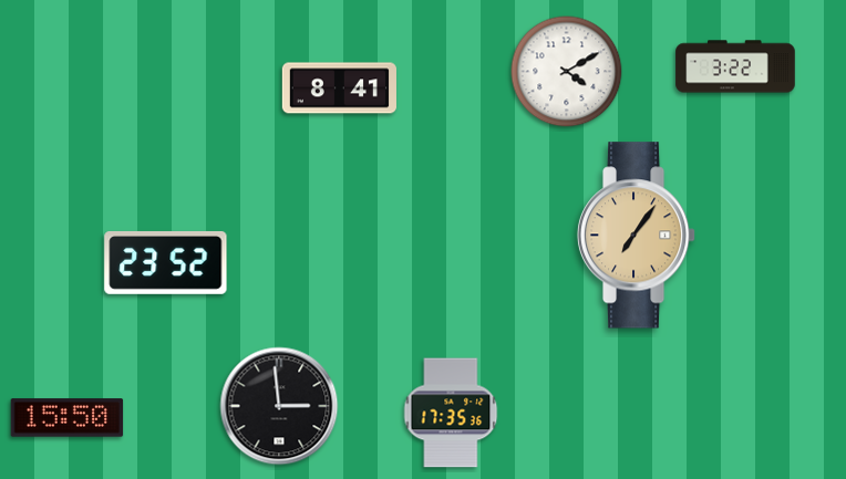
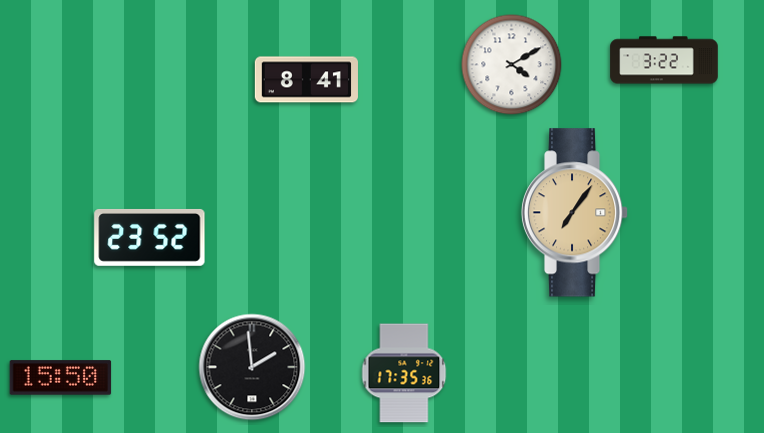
clock at (279, 406): 2:59 -> 1:59
clock at (451, 413) position: (451, 413) -> (404, 373)
